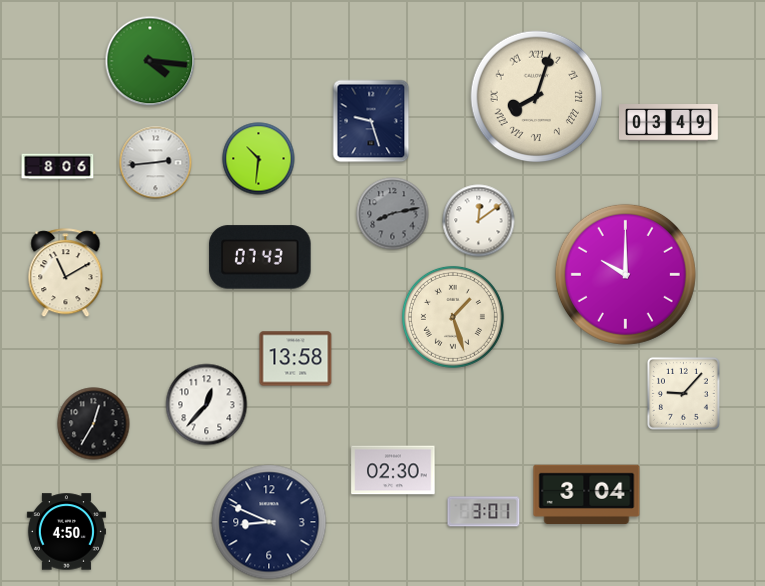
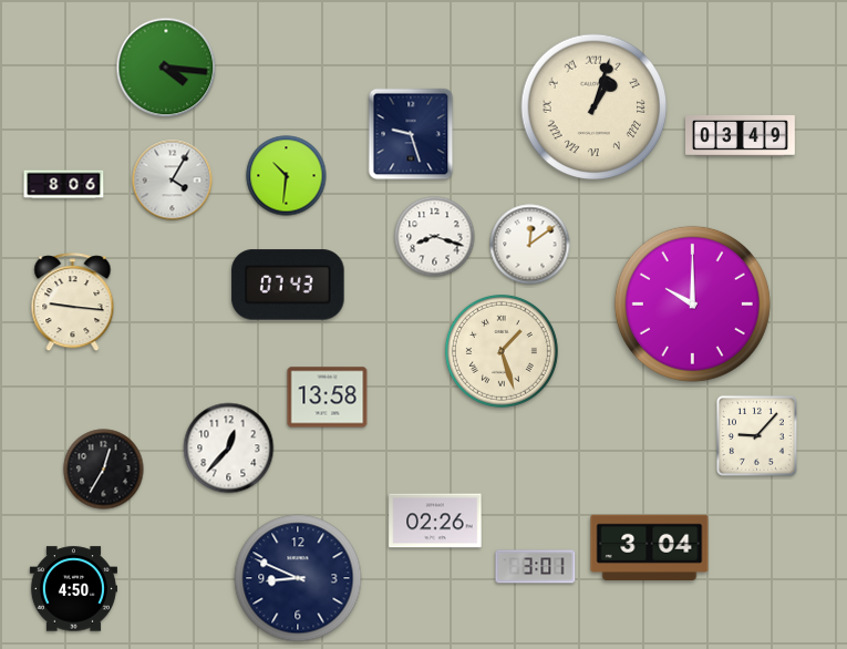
clock at (537, 97): 8:03 -> 1:03
clock at (156, 163): 2:44 -> 4:05
clock at (393, 214): 8:13 -> 8:18
clock at (393, 214) dial: grey -> white
clock at (66, 273): 11:10 -> 9:16
clock at (393, 470): 02:30 -> 02:26
